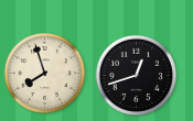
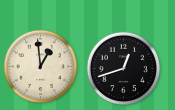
clock at (44, 73): 7:57 -> 12:59
